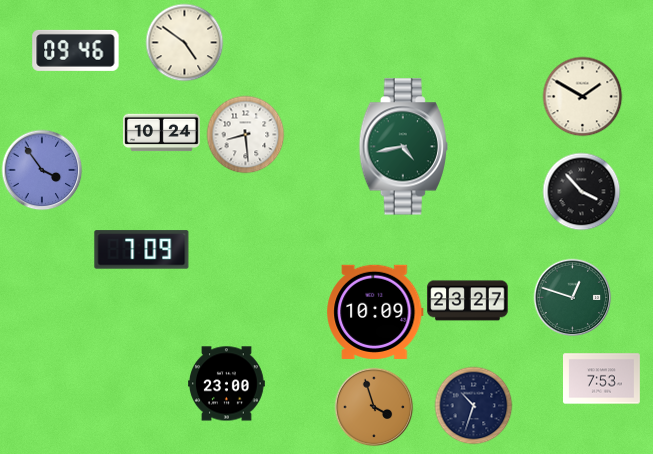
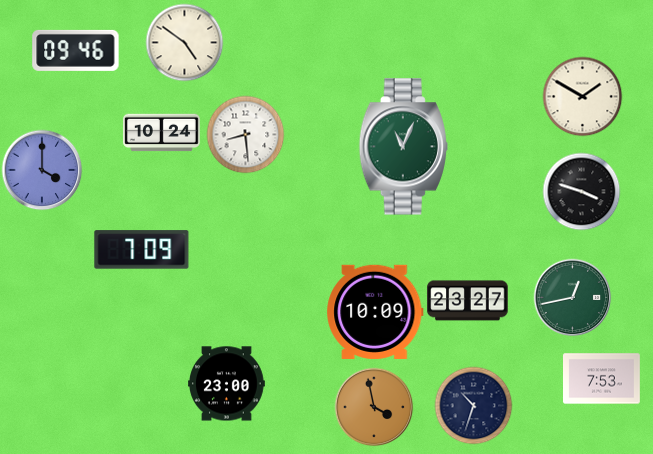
clock at (403, 147): 4:43 -> 11:04
clock at (42, 170): 3:54 -> 4:00
clock at (581, 191): 3:53 -> 3:48
clock at (572, 297): 12:48 -> 12:43
clock at (374, 407): 3:57 -> 3:58
